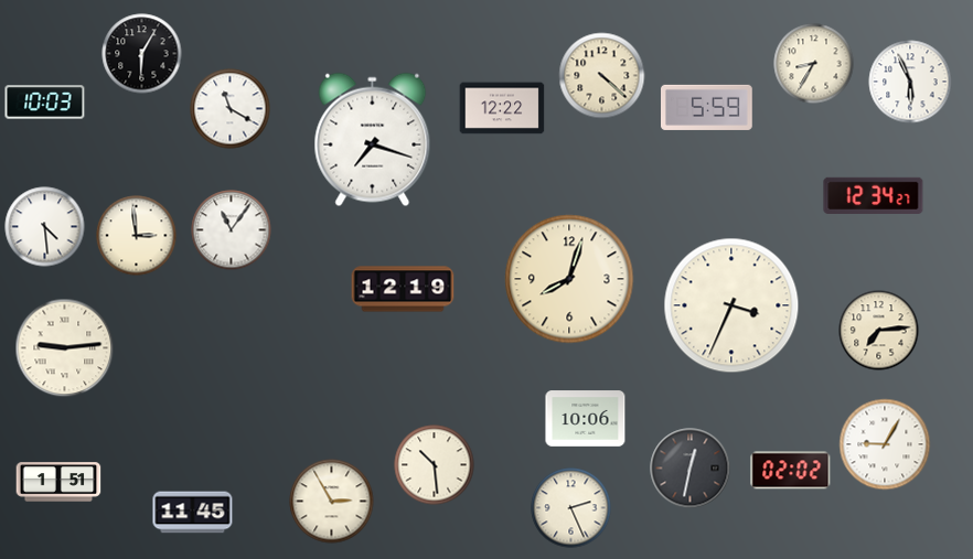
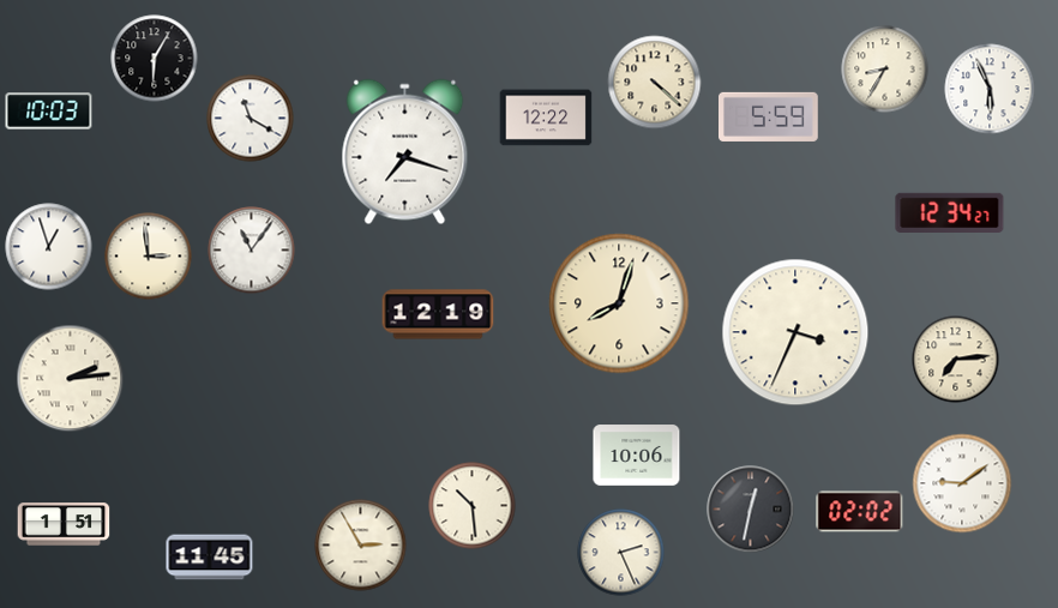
clock at (45, 227): 4:29 -> 12:57
clock at (65, 348): 9:14 -> 2:14
clock at (885, 444): 9:05 -> 9:09
